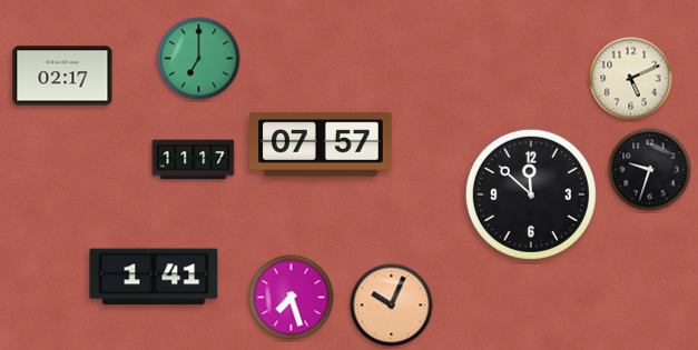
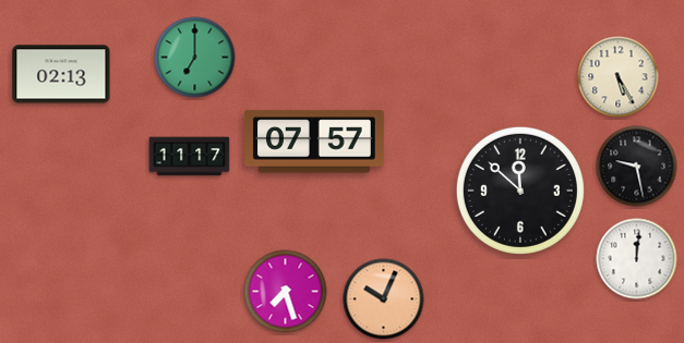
clock at (62, 76): 02:17 -> 02:13
clock at (631, 79): 5:11 -> 5:25
clock at (650, 170): 9:33 -> 9:28
clock at (637, 259): none -> 12:01
clock at (154, 277): 1:41 -> none
